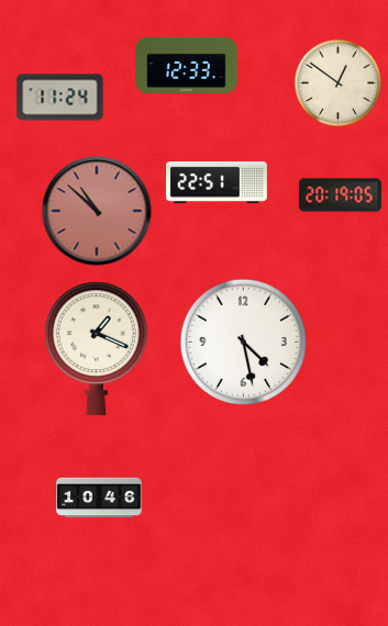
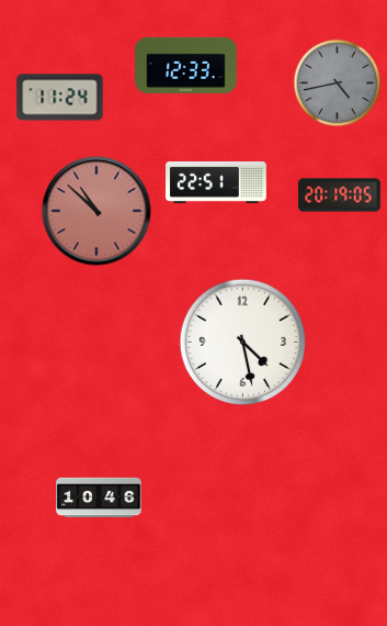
clock at (339, 83): 12:51 -> 4:43
clock at (339, 83) dial: cream -> grey
clock at (96, 348): 1:19 -> none
